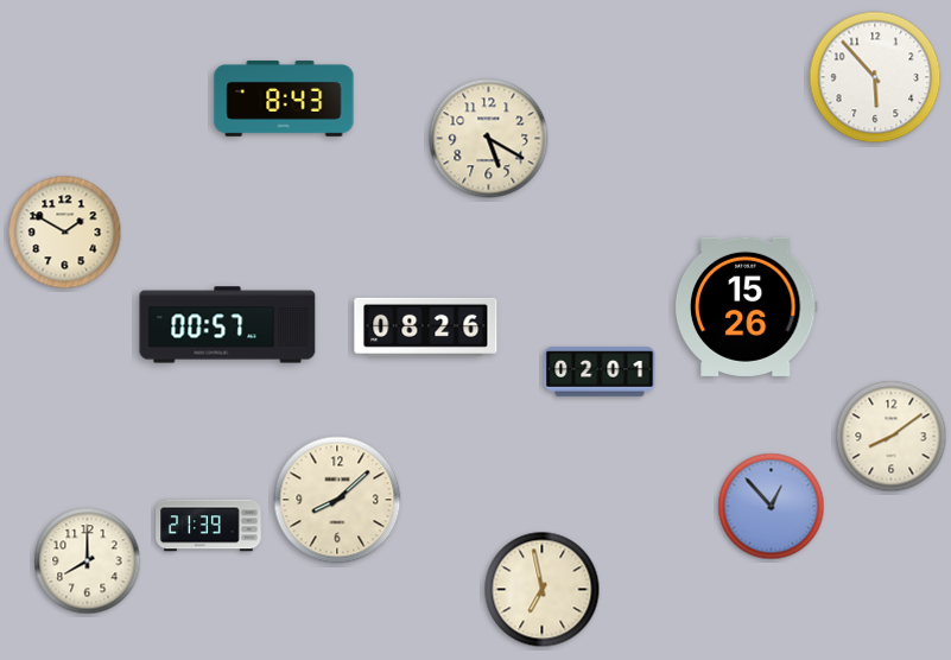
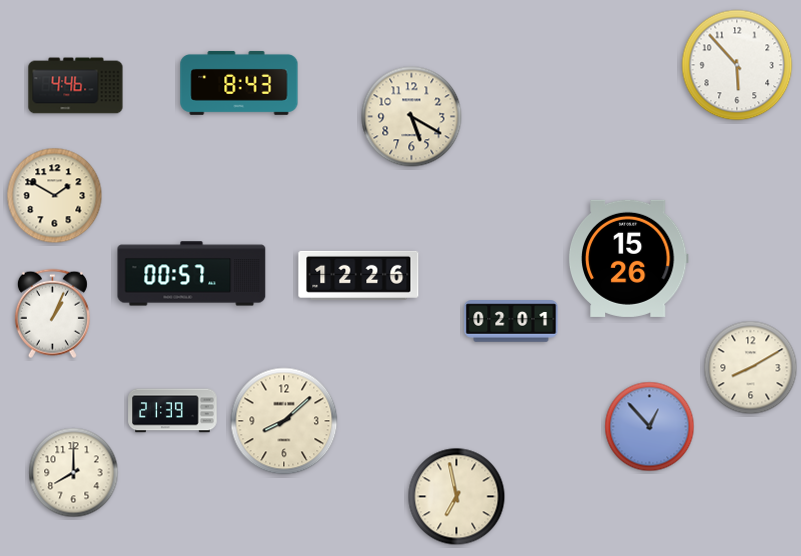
clock at (76, 86): none -> 4:46
clock at (426, 326): 08:26 -> 12:26
clock at (600, 372) position: (600, 372) -> (511, 321)
clock at (52, 314): none -> 1:04
clock at (892, 437): 8:09 -> 8:10
clock at (209, 526) position: (209, 526) -> (173, 411)
